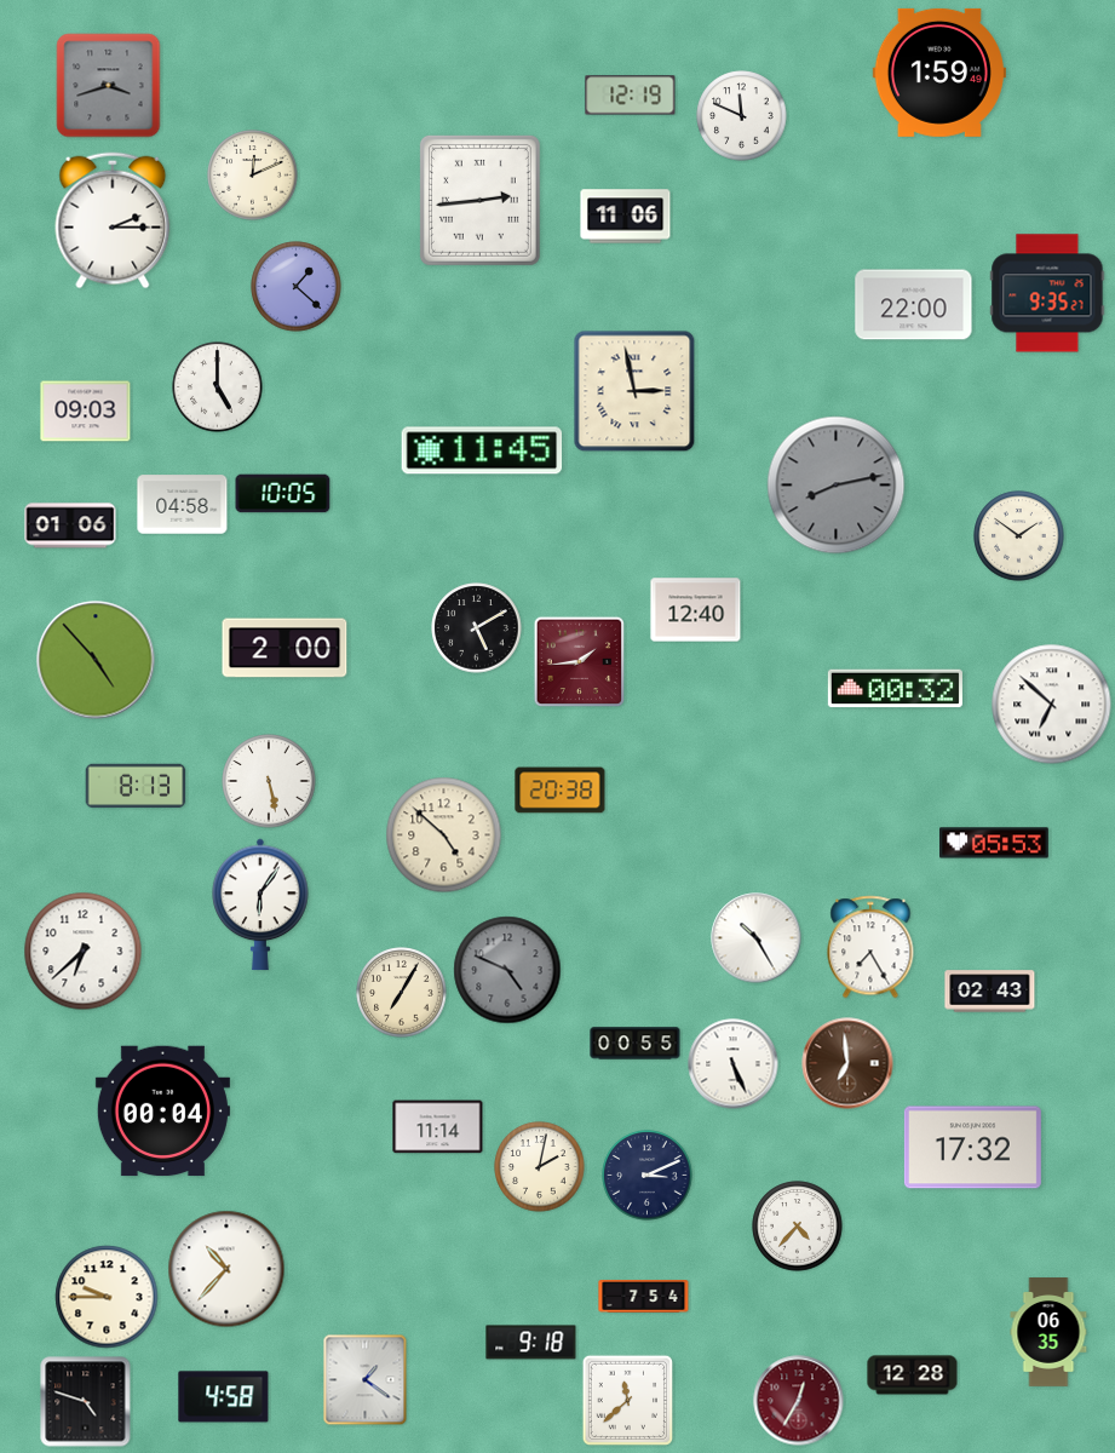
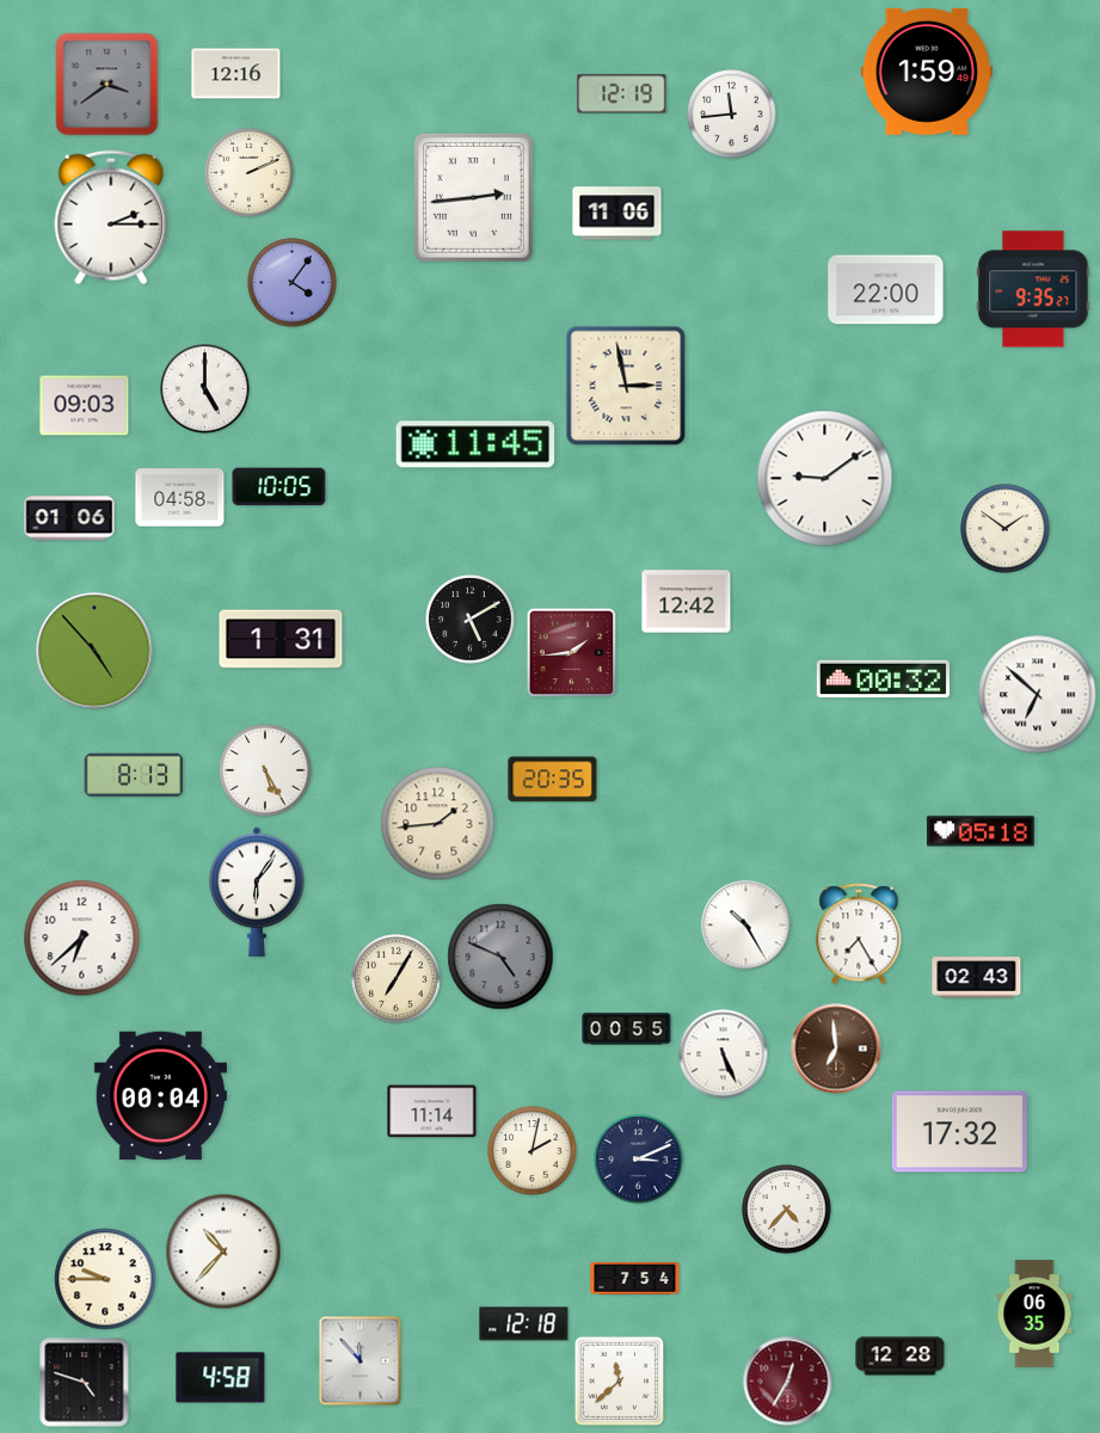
clock at (236, 74): none -> 12:16
clock at (109, 86): 3:42 -> 3:39
clock at (742, 116): 11:49 -> 11:44
clock at (253, 176): 12:11 -> 2:11
clock at (297, 287): 1:22 -> 4:06
clock at (914, 305) position: (914, 305) -> (886, 290)
clock at (218, 387) position: (218, 387) -> (205, 389)
clock at (837, 486): 8:13 -> 9:09
clock at (837, 486) dial: grey -> white
clock at (696, 610): 12:40 -> 12:42
clock at (285, 648): 2:00 -> 1:31
clock at (269, 781): 5:28 -> 5:25
clock at (561, 791): 20:38 -> 20:35
clock at (444, 835): 4:52 -> 1:44
clock at (995, 843): 05:53 -> 05:18
clock at (734, 1064) position: (734, 1064) -> (724, 1054)
clock at (531, 1343): 9:18 -> 12:18
clock at (366, 1380): 1:21 -> 11:53
